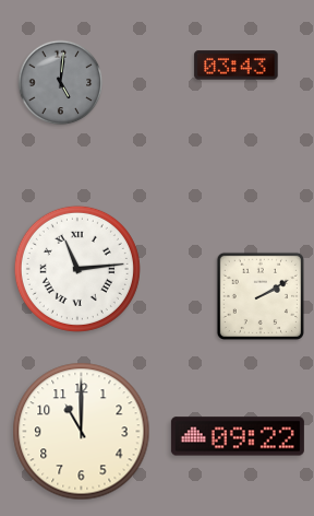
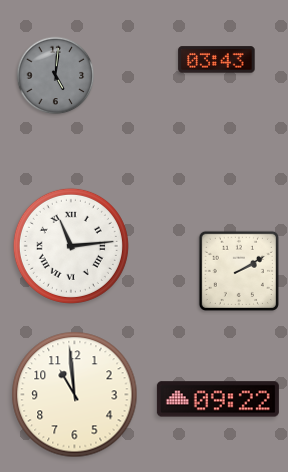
clock at (82, 432): 11:00 -> 10:59
